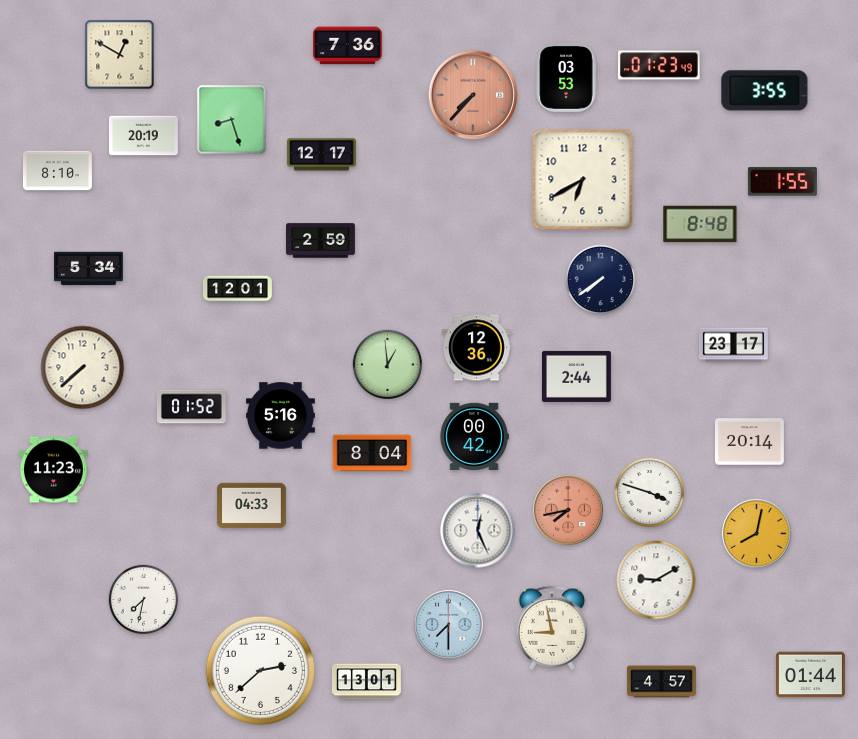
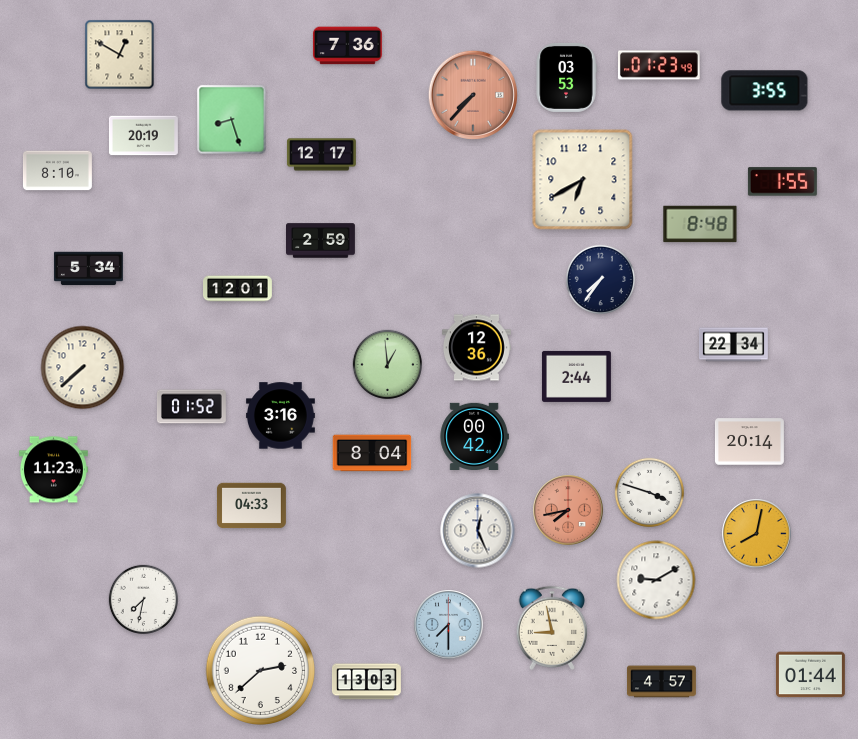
clock at (601, 280): 7:39 -> 7:36
clock at (734, 345): 23:17 -> 22:34
clock at (280, 416): 5:16 -> 3:16
clock at (366, 682): 13:01 -> 13:03
